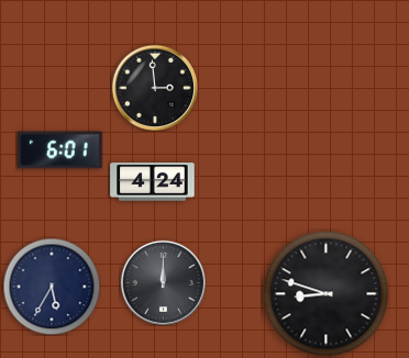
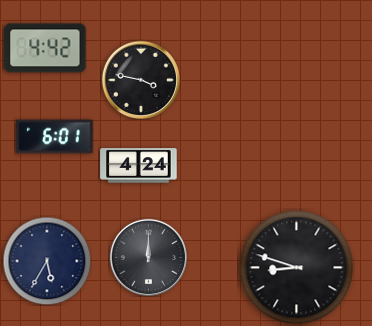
clock at (45, 48): none -> 4:42
clock at (154, 87): 2:59 -> 3:47
